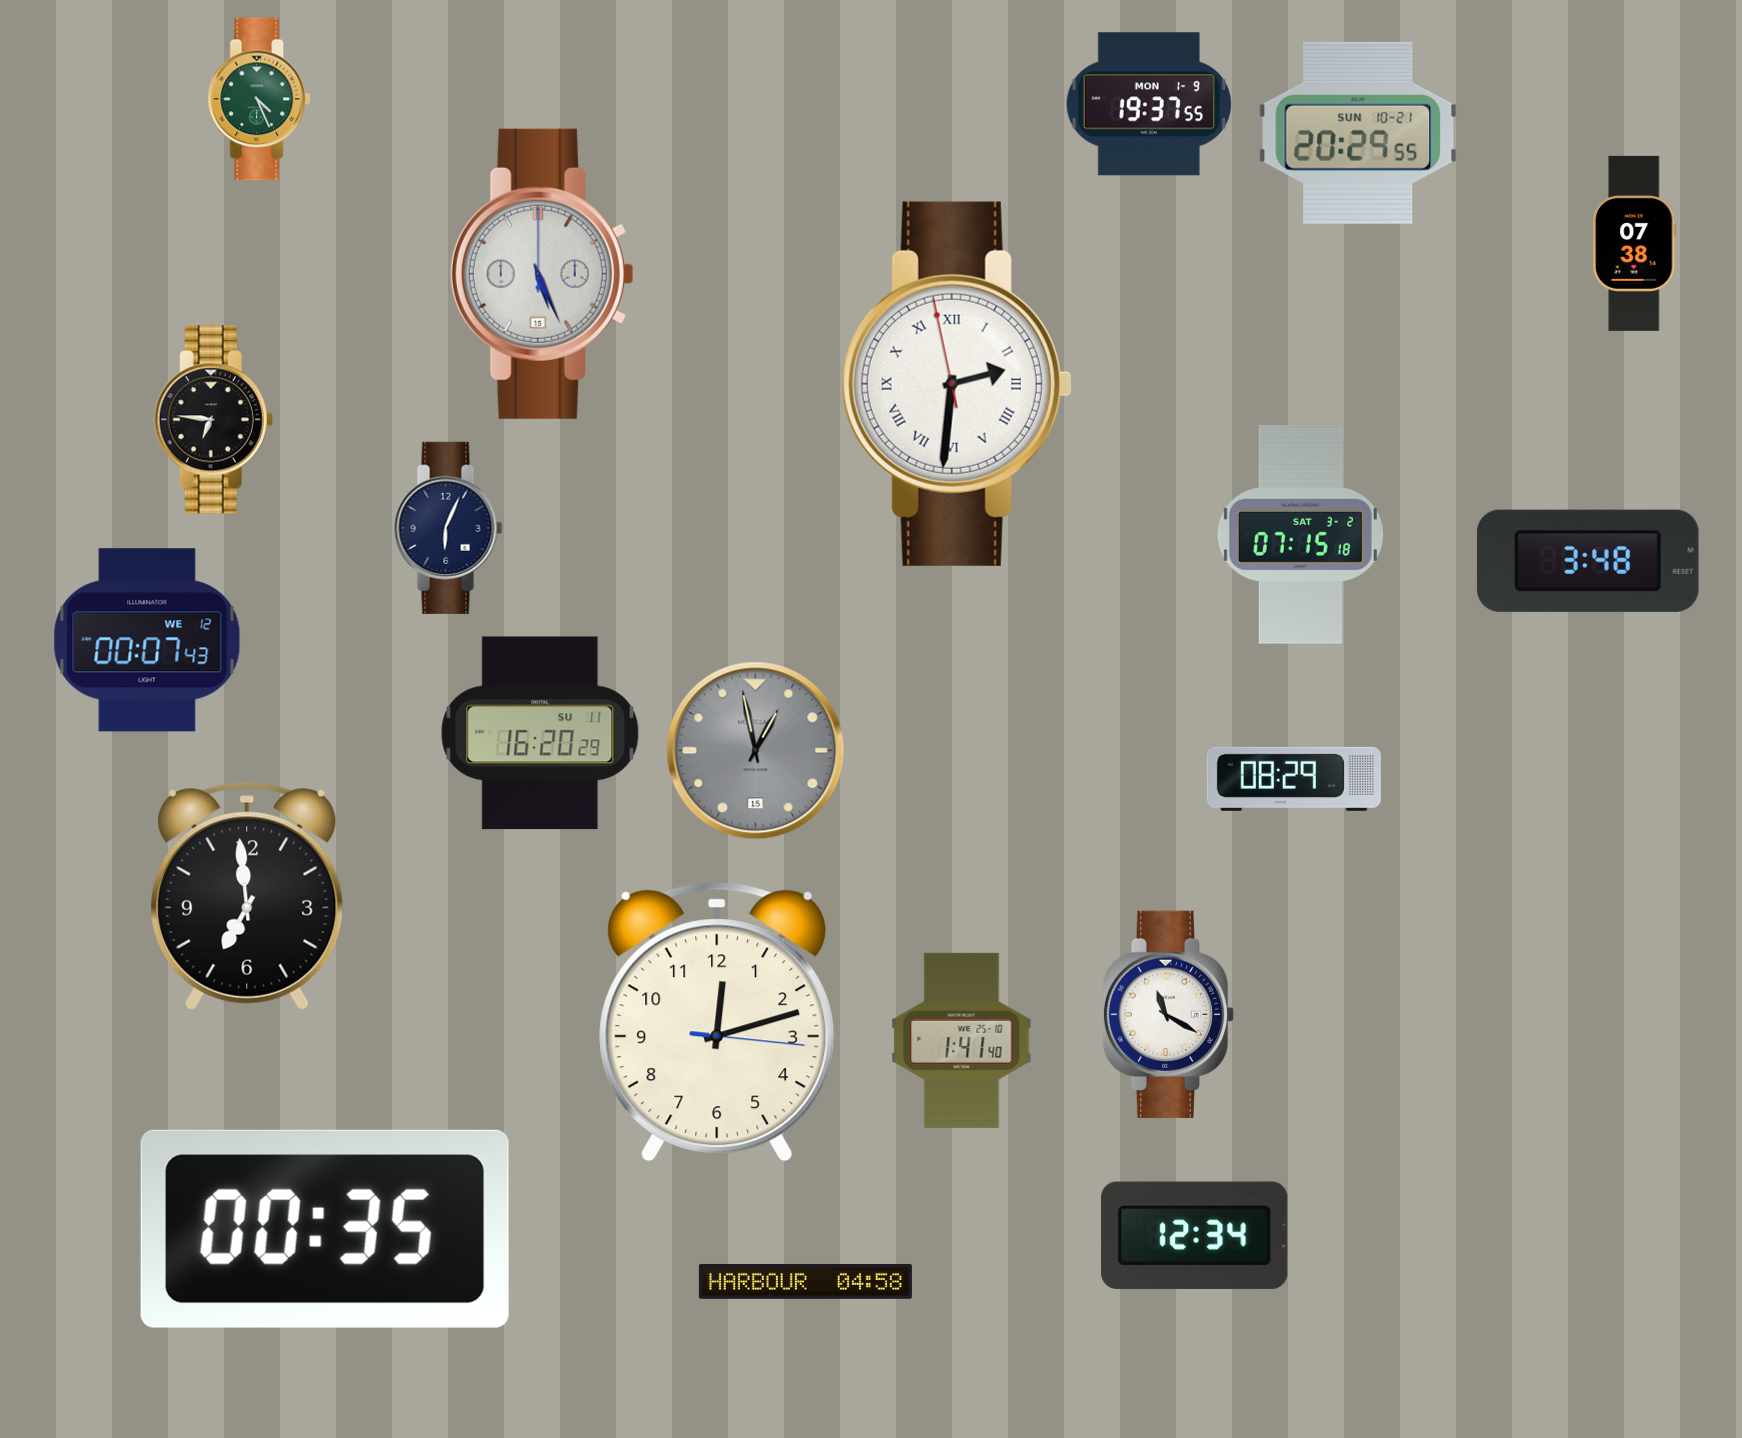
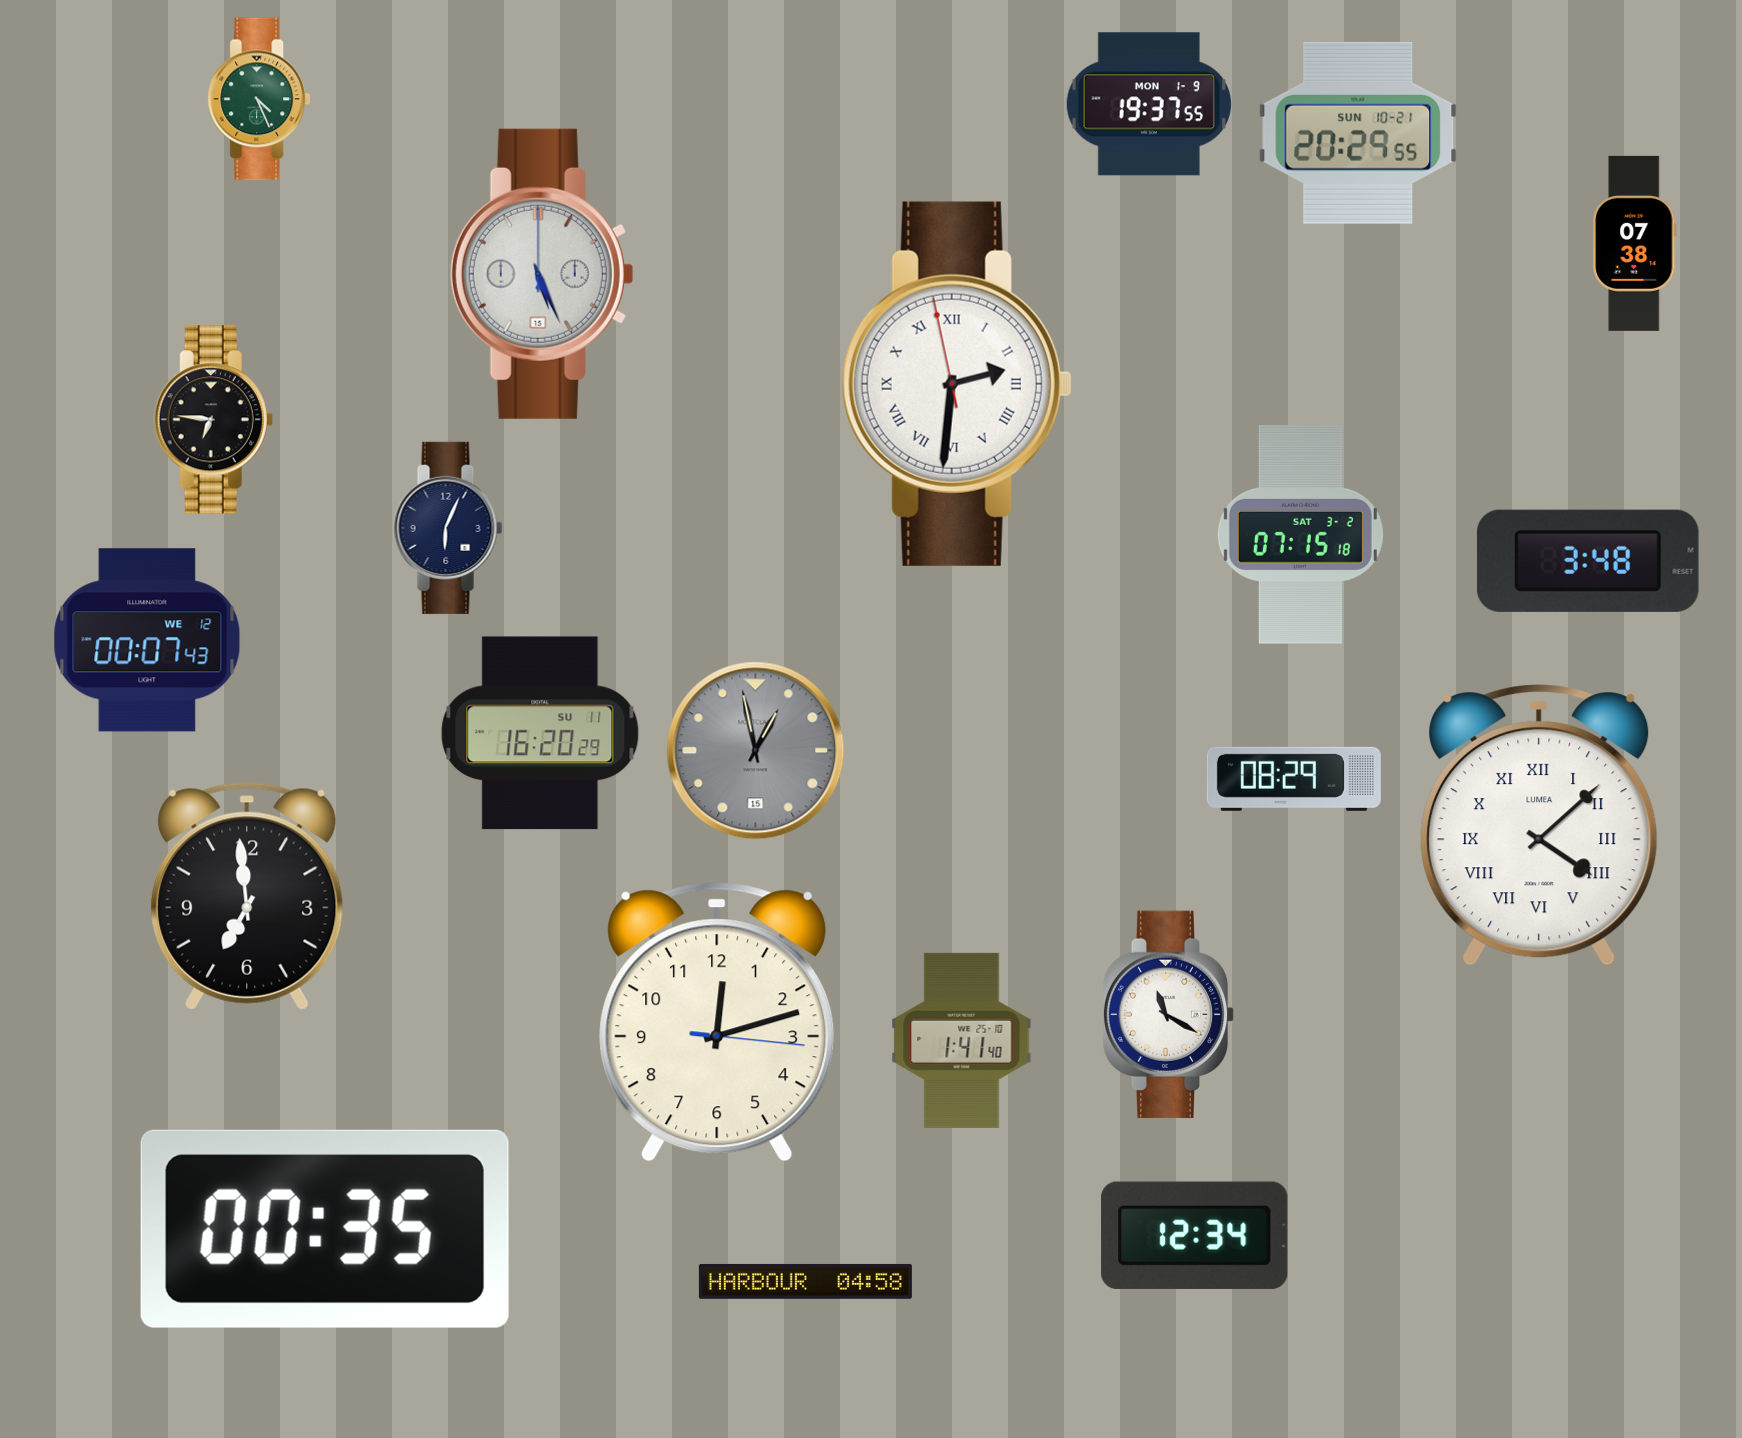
clock at (1539, 825): none -> 4:08
